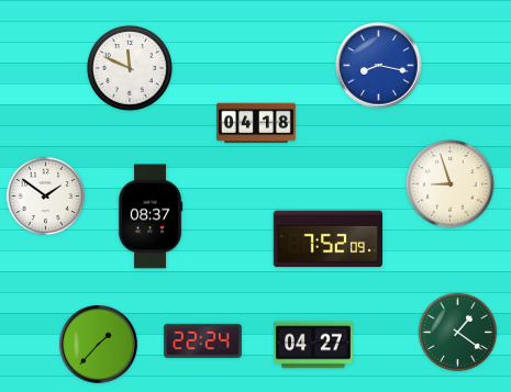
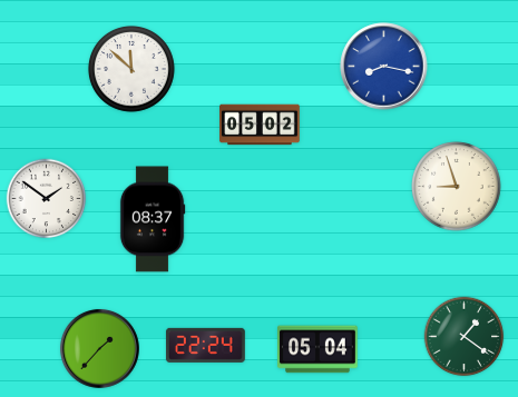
clock at (130, 68): 11:49 -> 11:52
clock at (256, 123): 04:18 -> 05:02
clock at (329, 239): 7:52 -> none
clock at (313, 345): 04:27 -> 05:04
